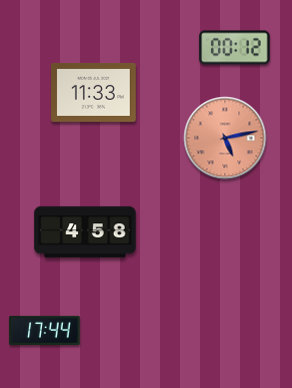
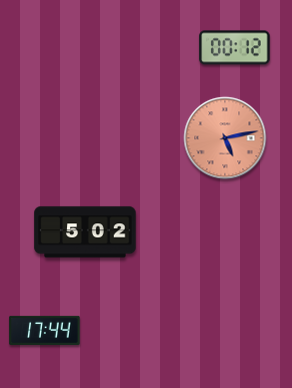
clock at (94, 93): 11:33 -> none
clock at (85, 232): 4:58 -> 5:02
